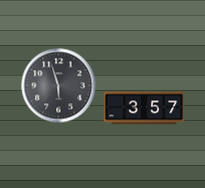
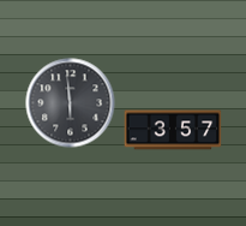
clock at (59, 86): 5:57 -> 5:59
